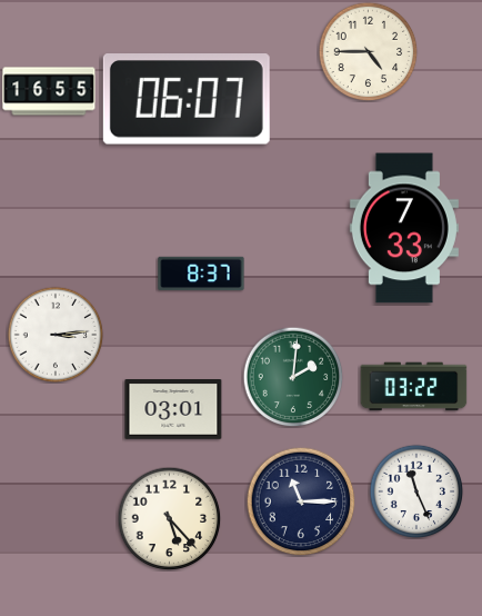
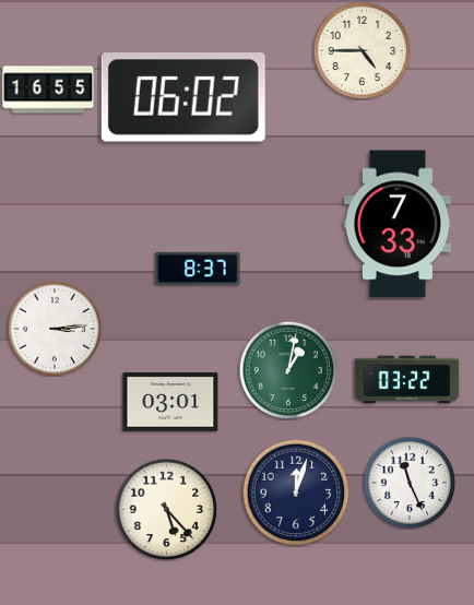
clock at (187, 100): 06:07 -> 06:02
clock at (293, 377): 2:01 -> 1:02
clock at (301, 501): 11:15 -> 12:03
